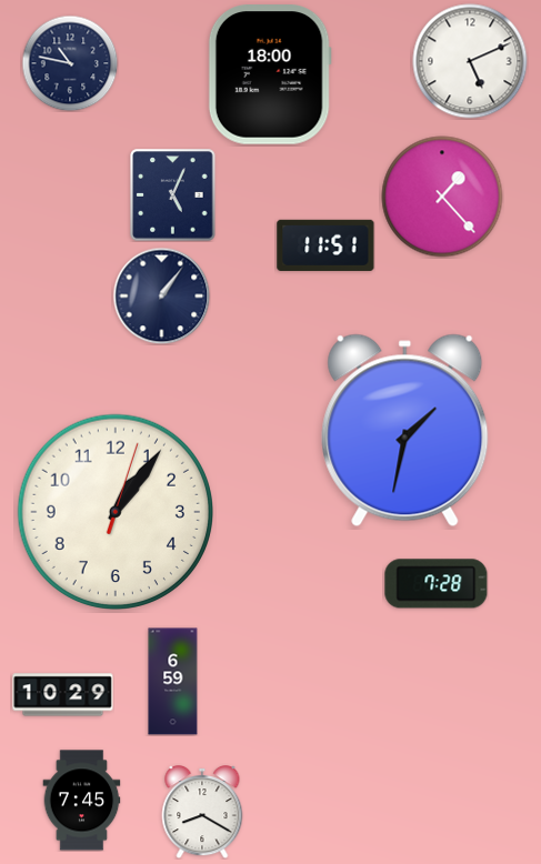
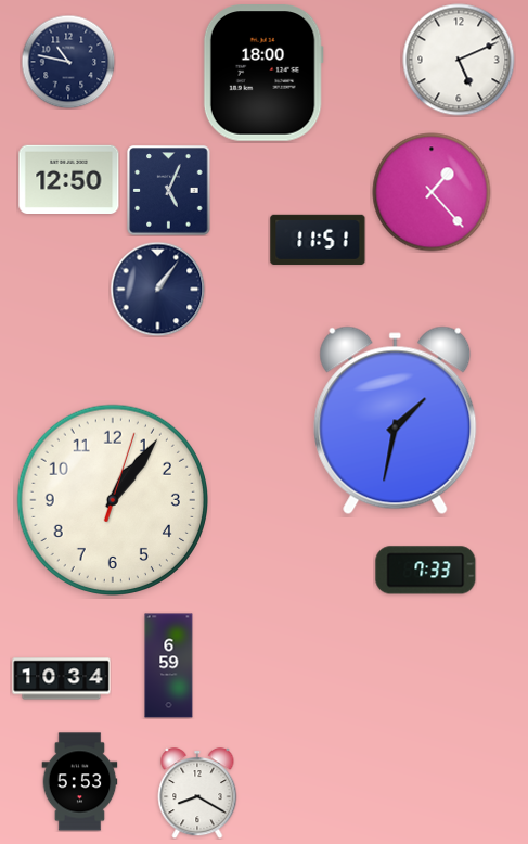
clock at (69, 179): none -> 12:50
clock at (437, 584): 7:28 -> 7:33
clock at (63, 695): 10:29 -> 10:34
clock at (82, 801): 7:45 -> 5:53
